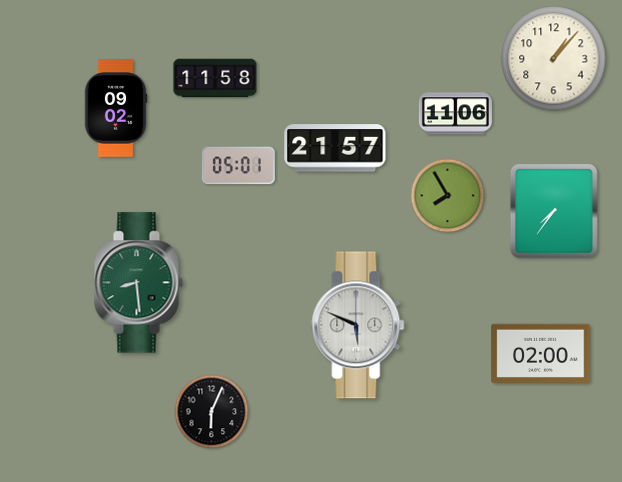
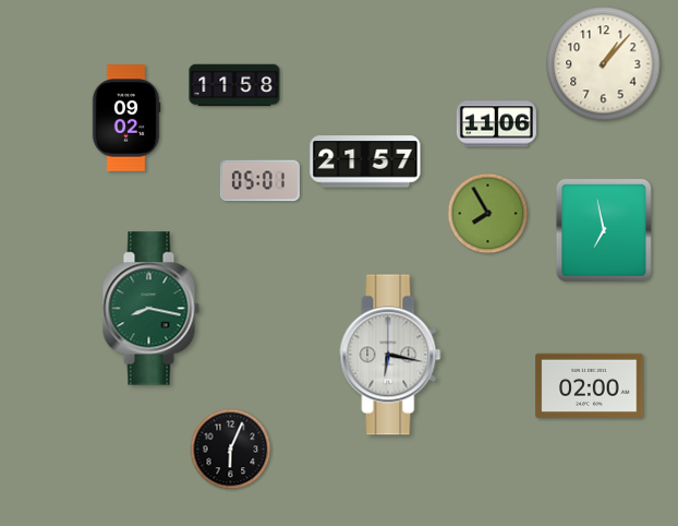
clock at (554, 211): 7:36 -> 6:58
clock at (138, 283): 8:29 -> 8:17
clock at (358, 325): 5:49 -> 6:17
